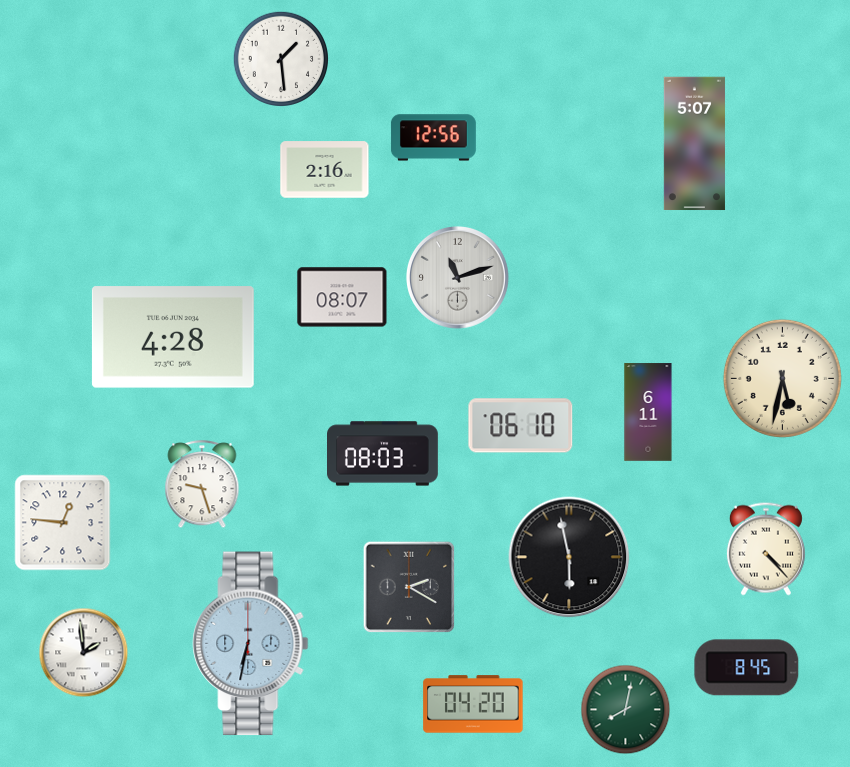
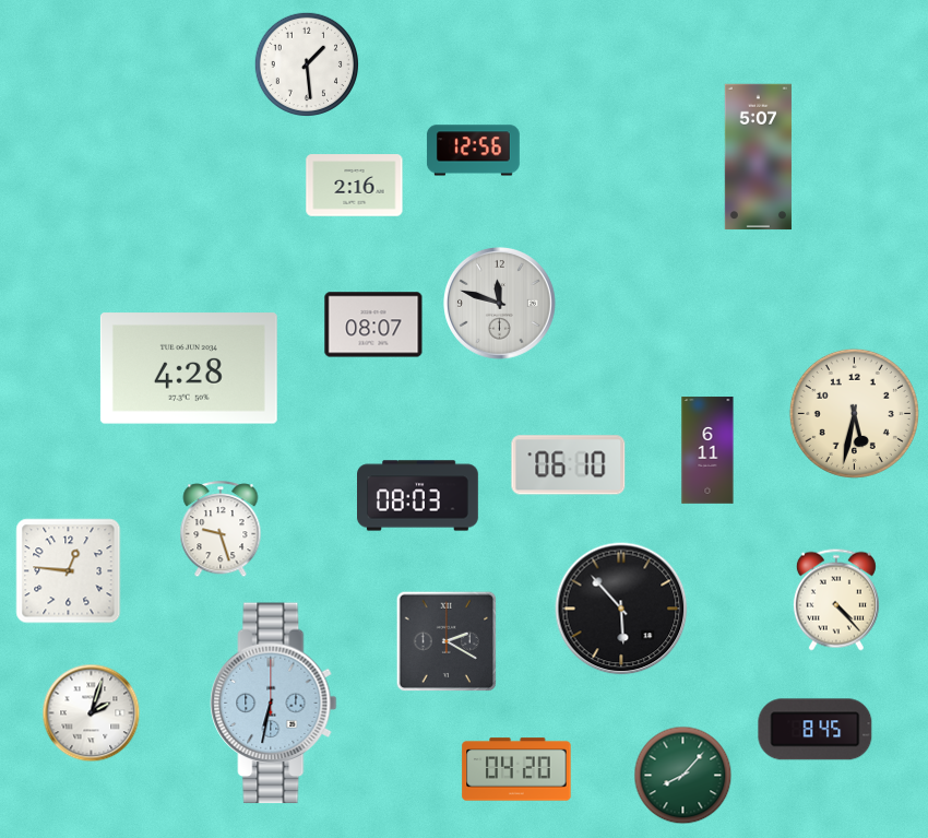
clock at (458, 278): 11:12 -> 11:48
clock at (569, 557): 5:58 -> 5:53
clock at (84, 653): 1:59 -> 2:03
clock at (626, 710): 8:02 -> 8:07
